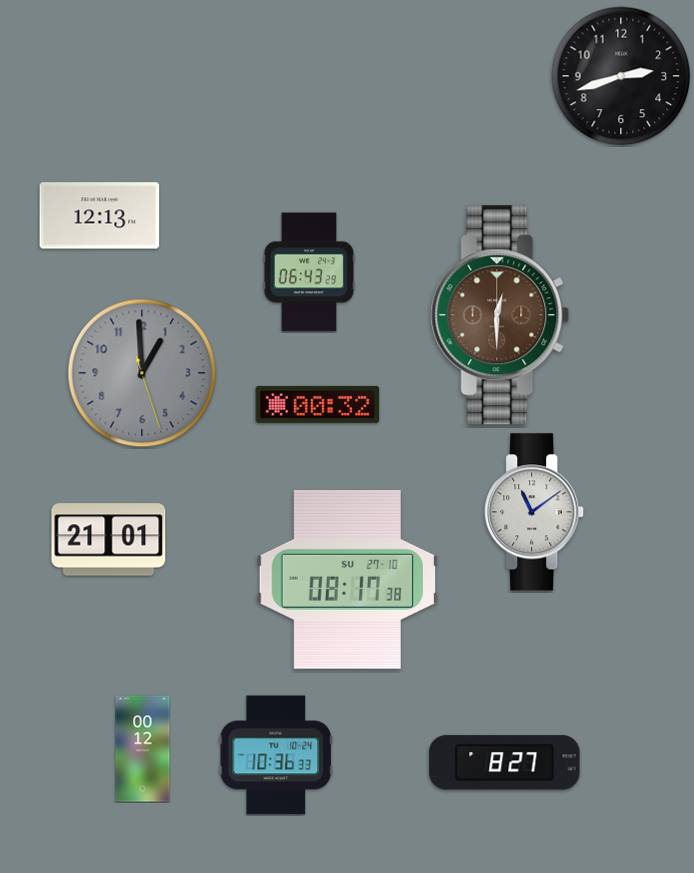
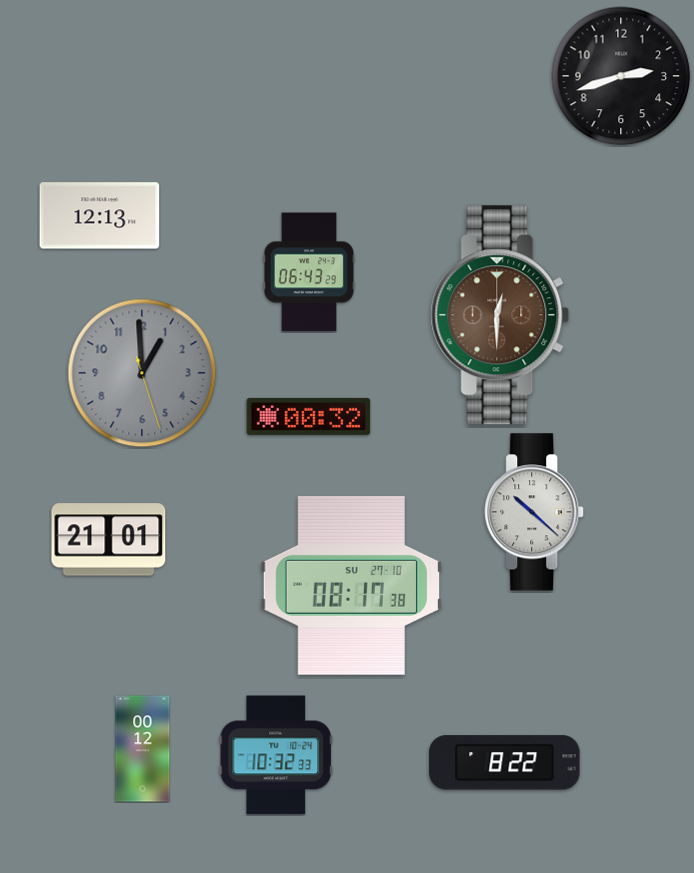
clock at (318, 404) position: (318, 404) -> (309, 416)
clock at (535, 512): 11:09 -> 10:22
clock at (347, 579) position: (347, 579) -> (351, 585)
clock at (276, 755): 10:36 -> 10:32
clock at (505, 763): 8:27 -> 8:22
